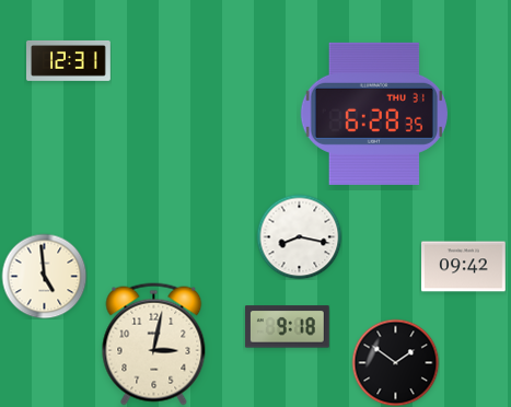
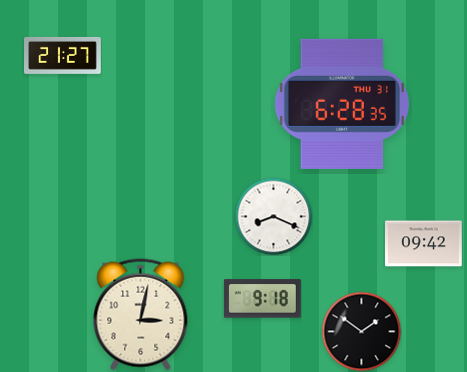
clock at (69, 60): 12:31 -> 21:27
clock at (299, 236): 8:17 -> 8:19
clock at (44, 276): 4:59 -> none
